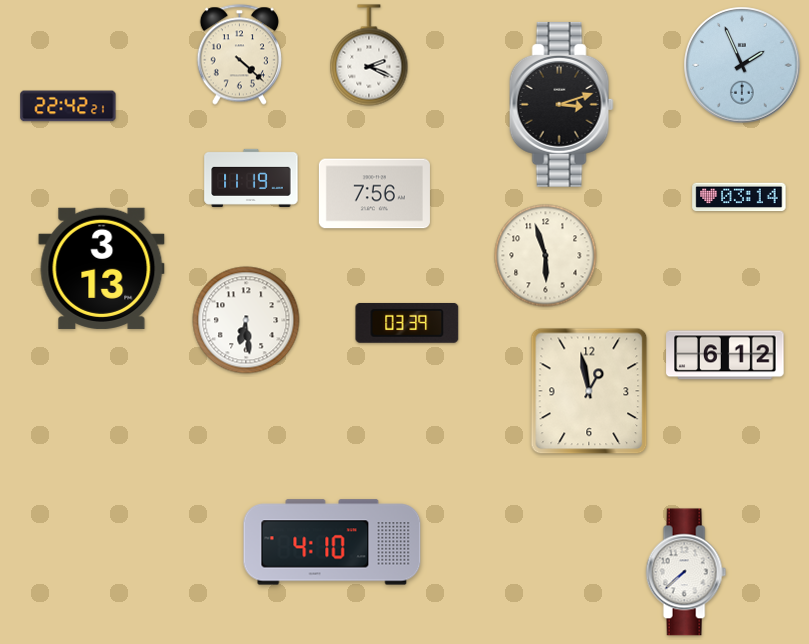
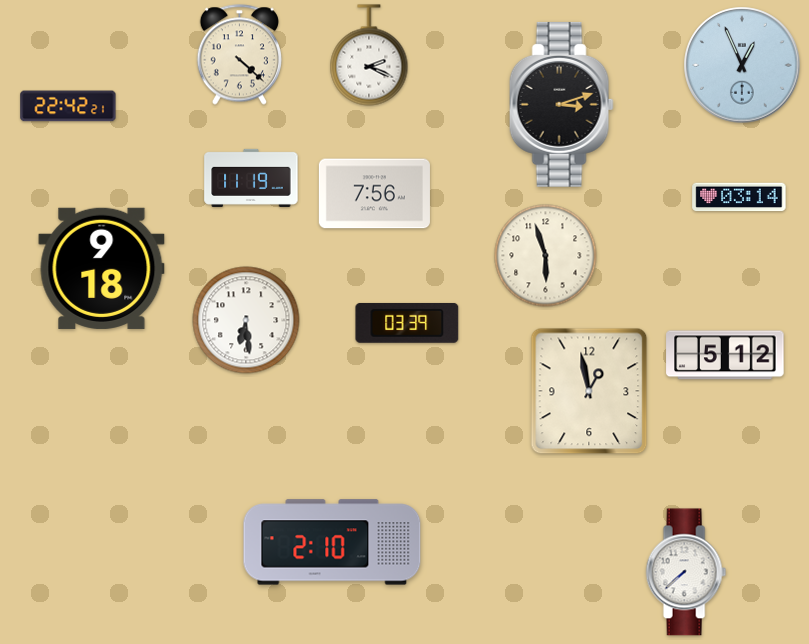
clock at (742, 65): 1:56 -> 12:56
clock at (102, 268): 3:13 -> 9:18
clock at (725, 355): 6:12 -> 5:12
clock at (332, 542): 4:10 -> 2:10
